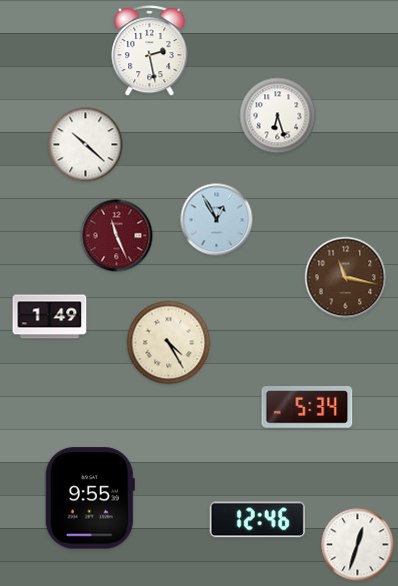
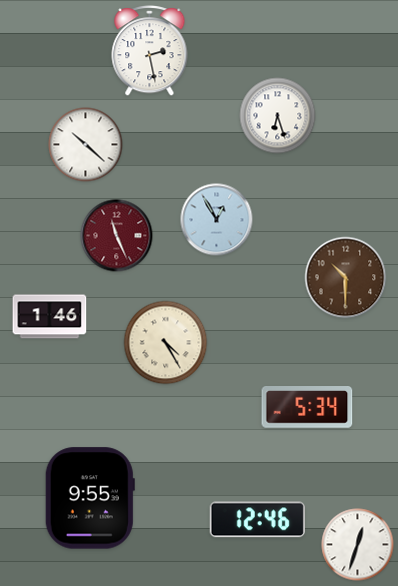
clock at (346, 278): 11:17 -> 10:30
clock at (50, 317): 1:49 -> 1:46
clock at (169, 343) position: (169, 343) -> (166, 343)
